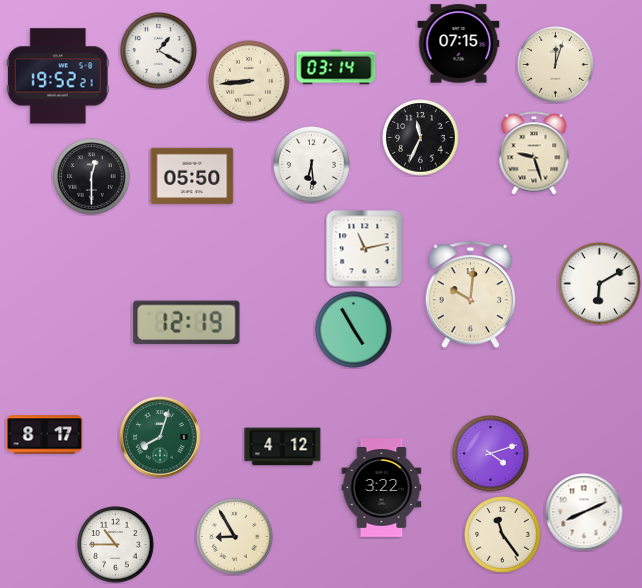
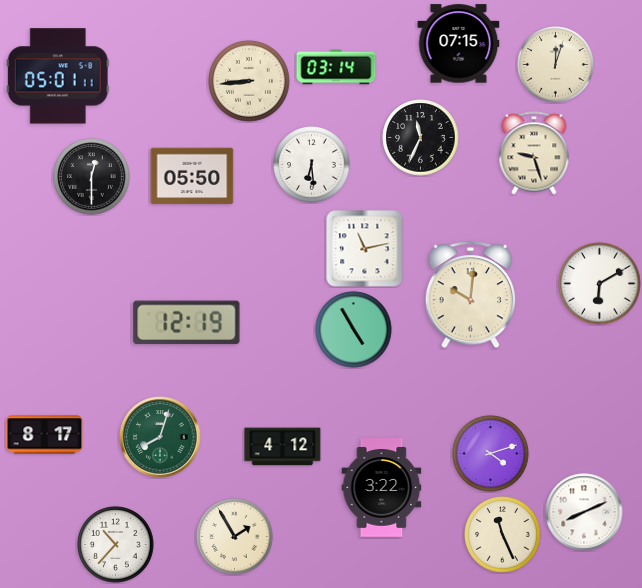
clock at (159, 51): 1:20 -> none
clock at (58, 76): 19:52 -> 05:01
clock at (503, 535): 11:24 -> 11:26
clock at (235, 537): 8:55 -> 1:55
clock at (116, 545): 10:45 -> 10:37
